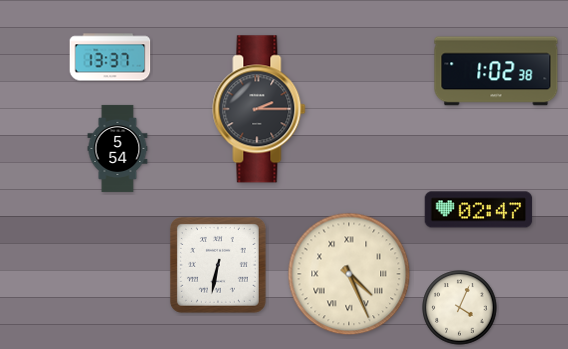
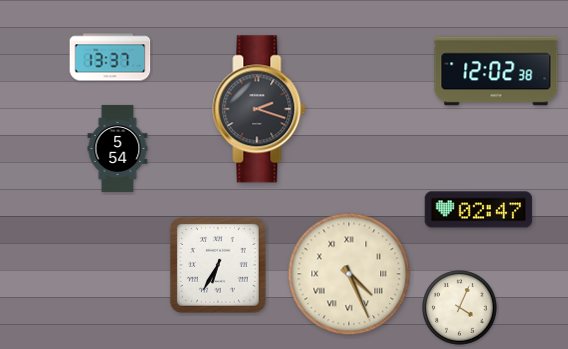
clock at (496, 71): 1:02 -> 12:02
clock at (259, 109): 2:15 -> 2:18
clock at (218, 265): 6:32 -> 6:35
